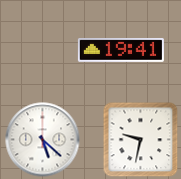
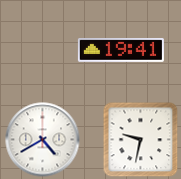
clock at (43, 140): 5:22 -> 4:40
